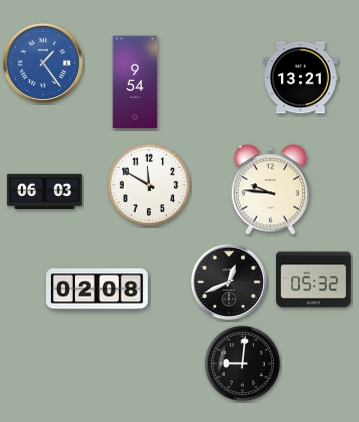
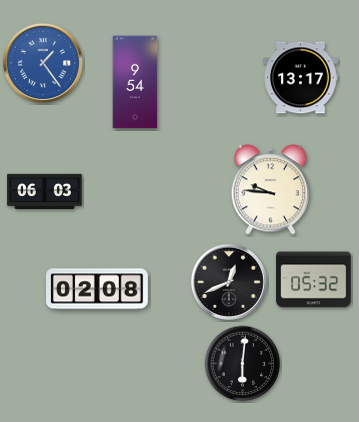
clock at (301, 78): 13:21 -> 13:17
clock at (149, 185): 11:50 -> none
clock at (243, 364): 9:01 -> 6:01
